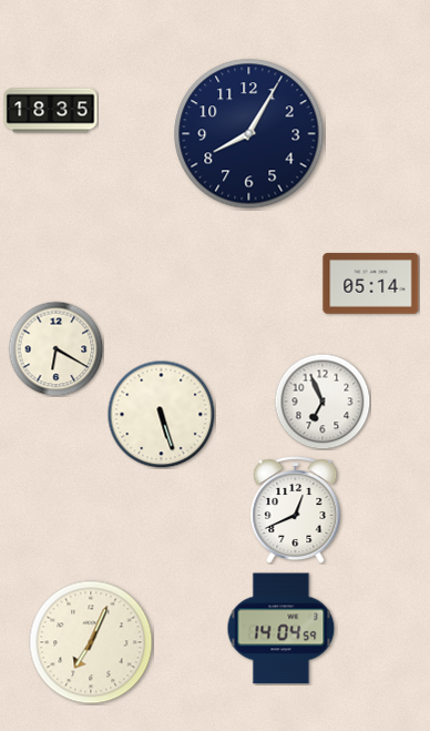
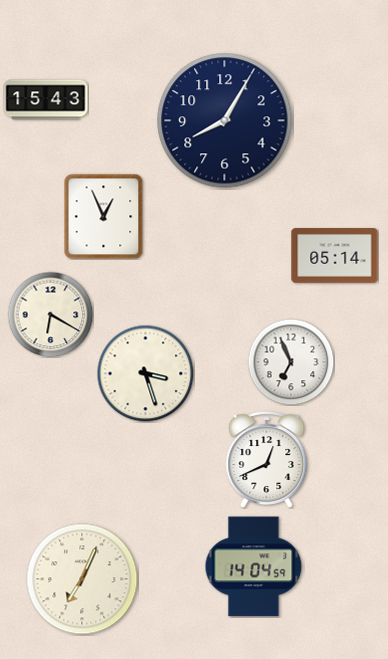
clock at (51, 111): 18:35 -> 15:43
clock at (104, 216): none -> 12:56
clock at (161, 414): 5:27 -> 3:27
